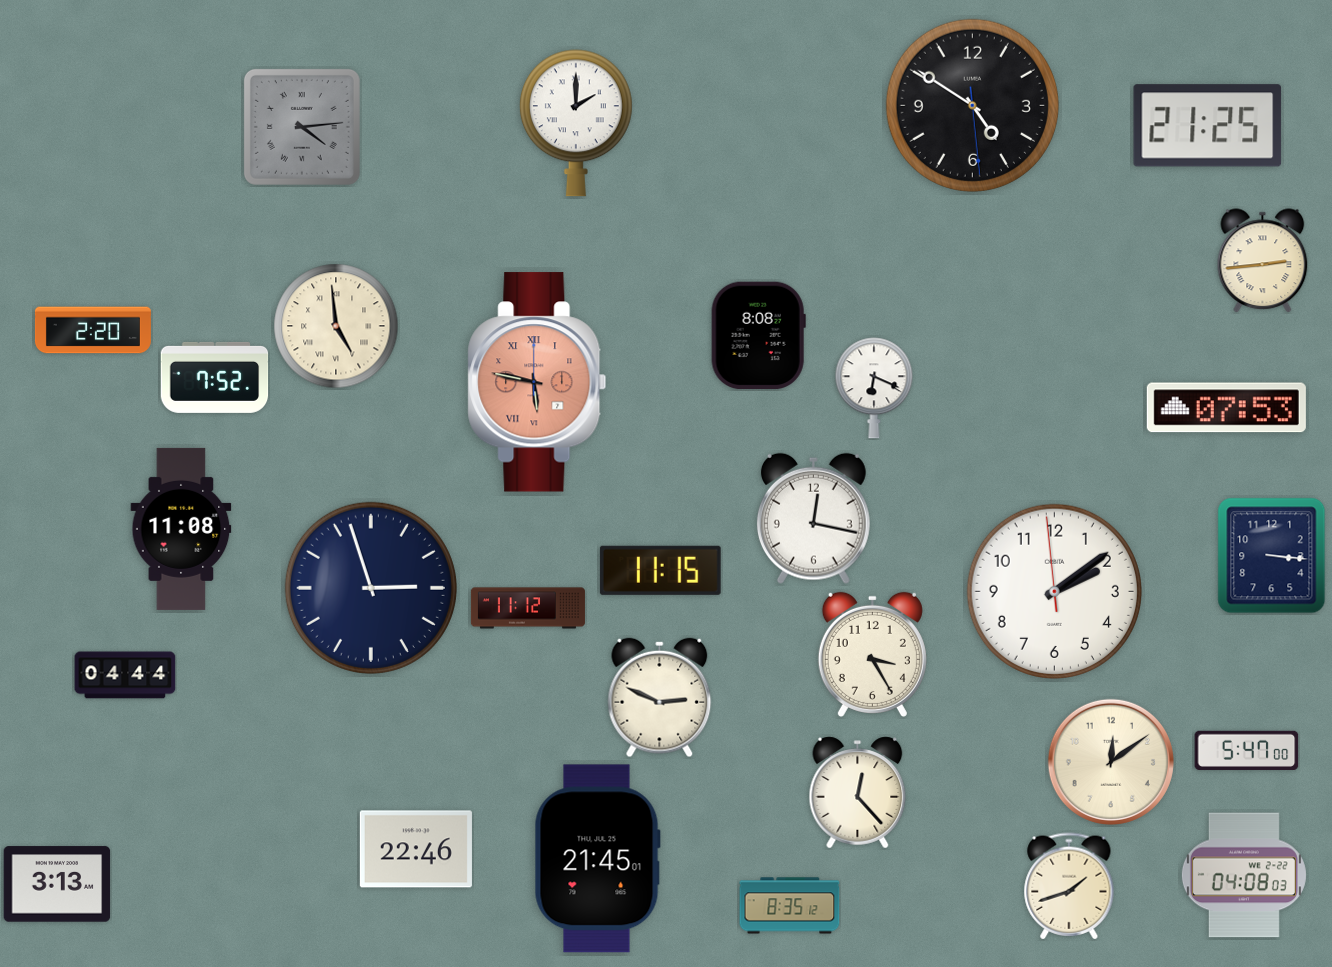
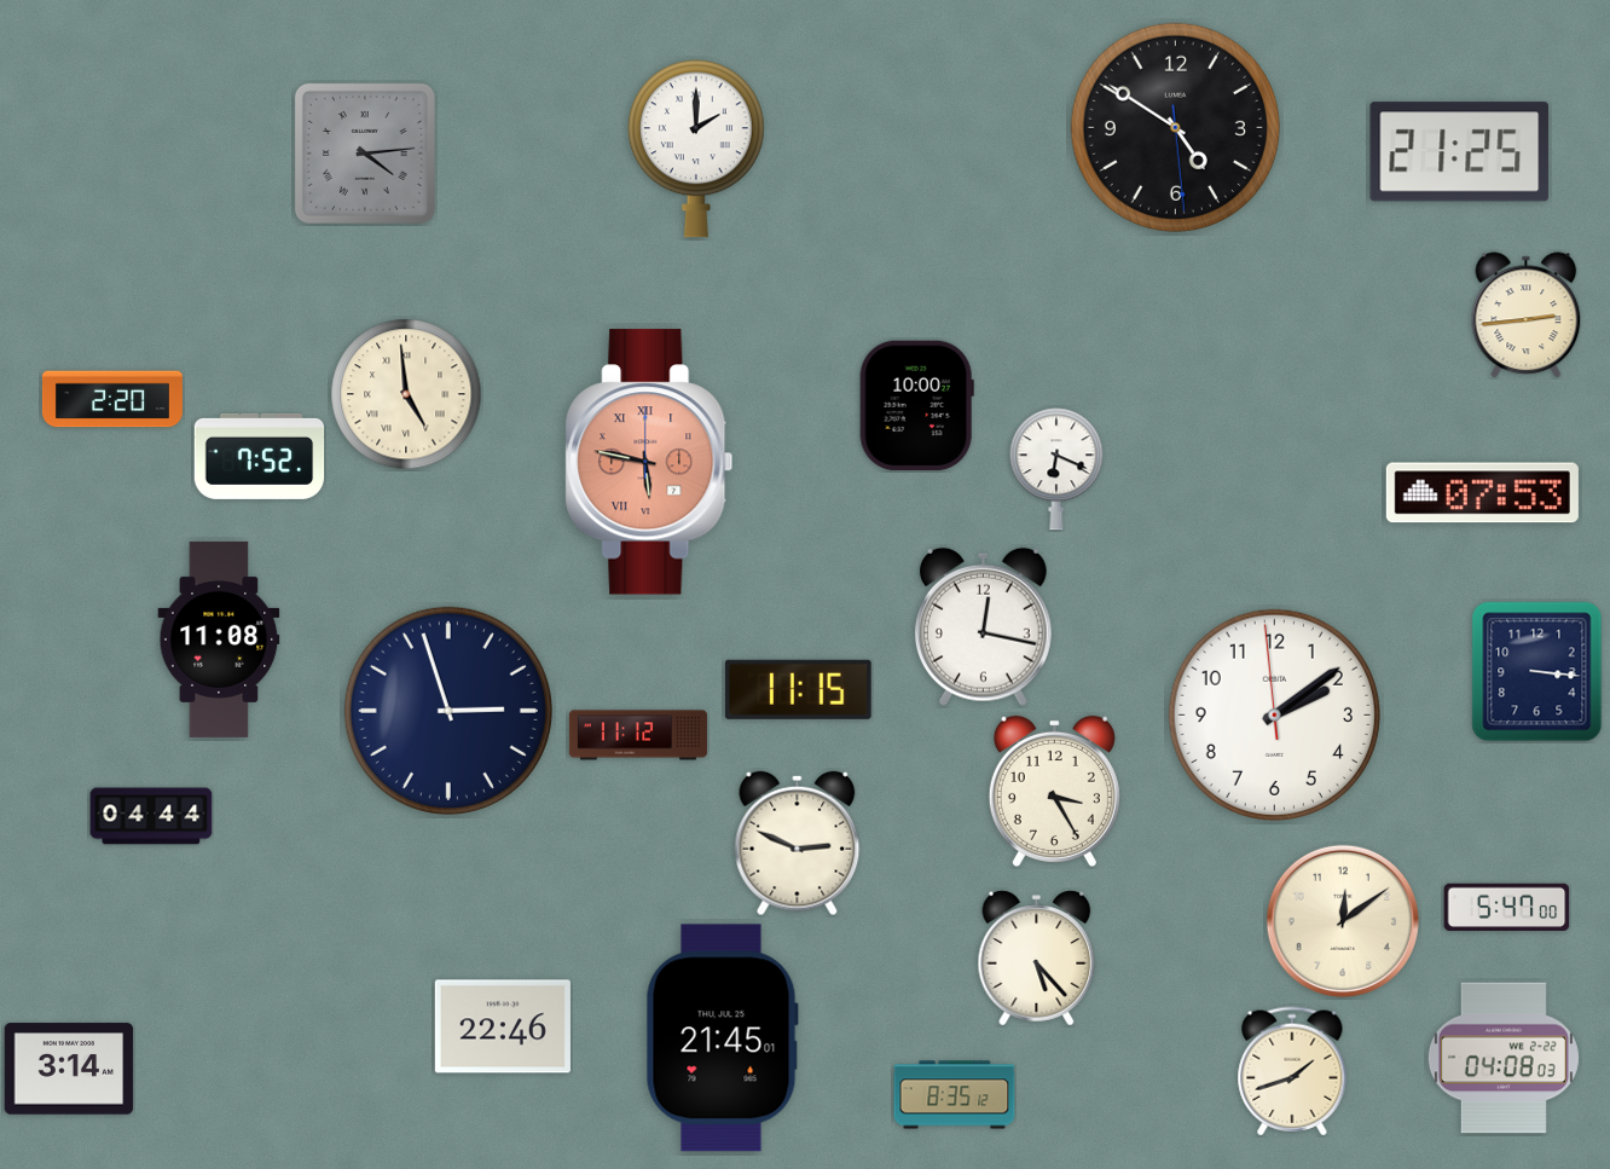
clock at (758, 336): 8:08 -> 10:00
clock at (858, 793): 12:23 -> 5:23
clock at (57, 884): 3:13 -> 3:14
